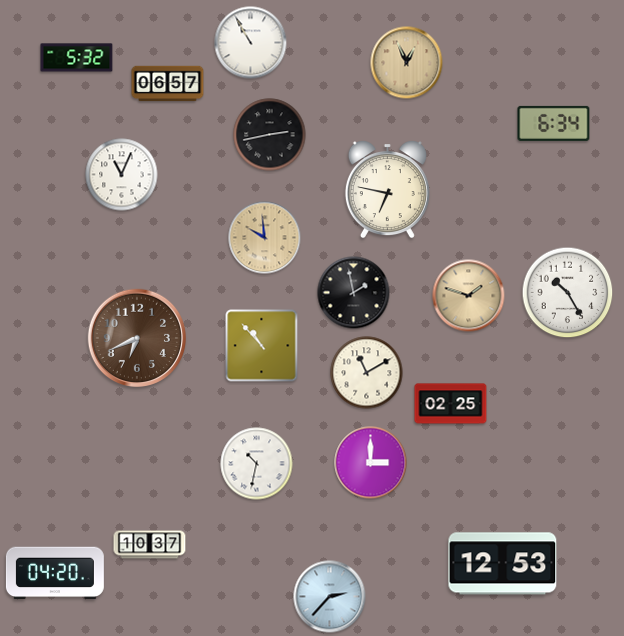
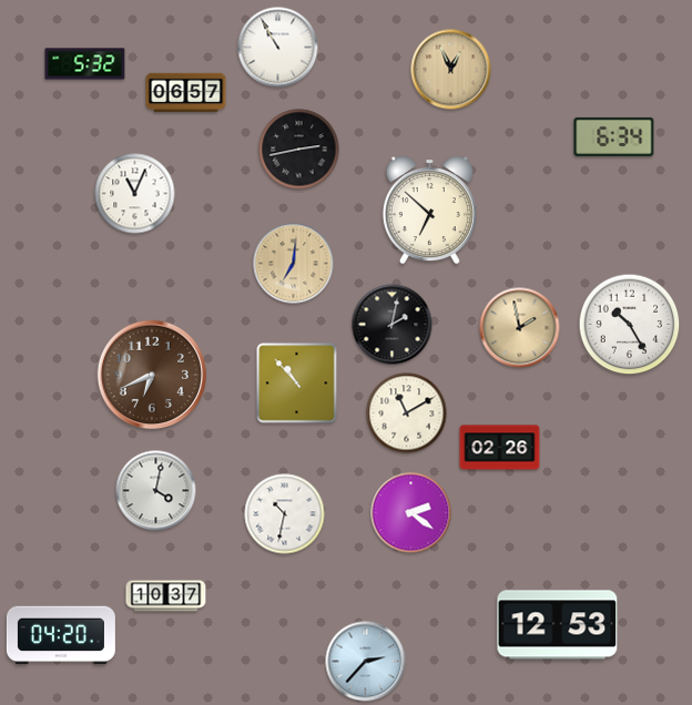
clock at (387, 190): 6:47 -> 6:52
clock at (265, 238): 9:59 -> 7:01
clock at (354, 293): 1:58 -> 2:02
clock at (469, 296): 1:48 -> 1:58
clock at (262, 346) position: (262, 346) -> (297, 384)
clock at (451, 404): 02:25 -> 02:26
clock at (156, 491): none -> 4:02
clock at (371, 463): 3:00 -> 2:21
clock at (150, 545) position: (150, 545) -> (166, 596)
